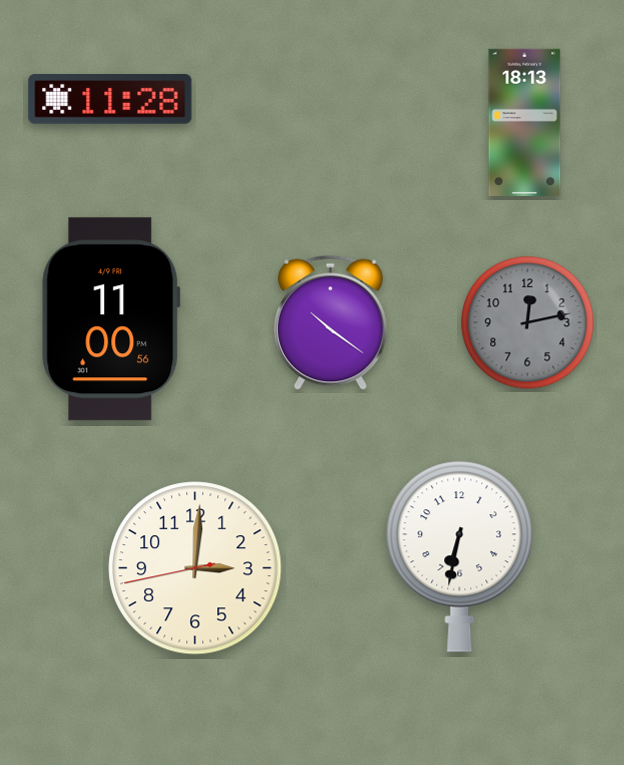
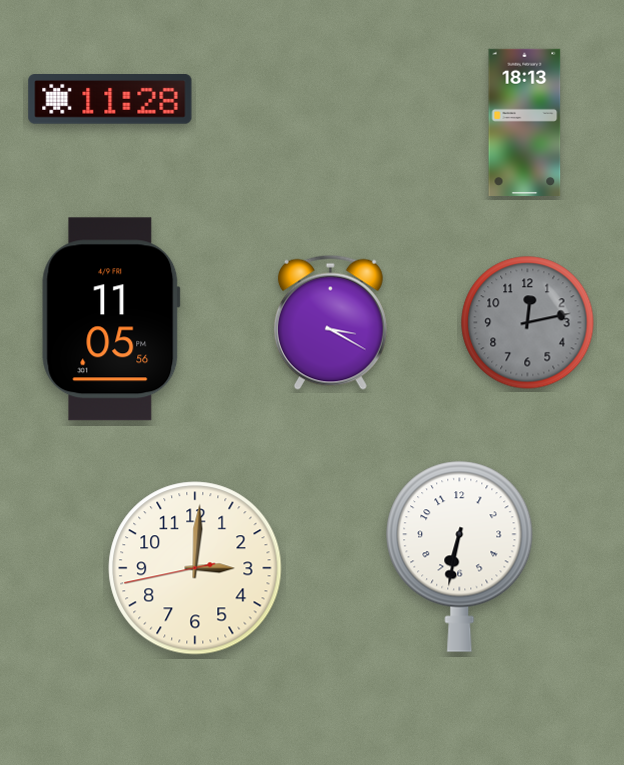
clock at (111, 319): 11:00 -> 11:05
clock at (330, 322): 10:21 -> 3:20
